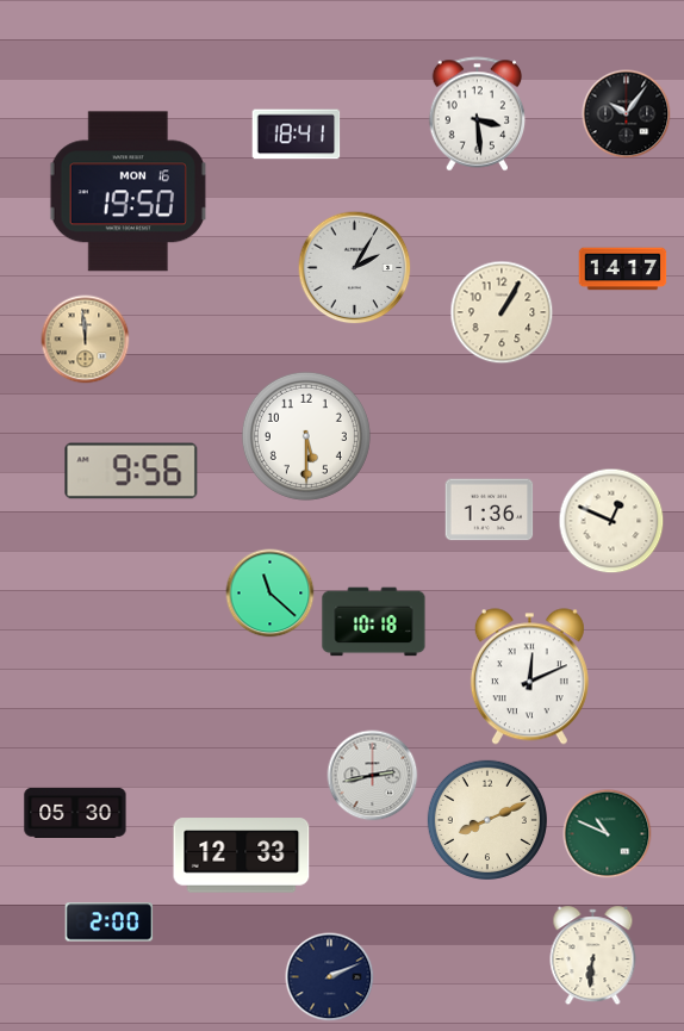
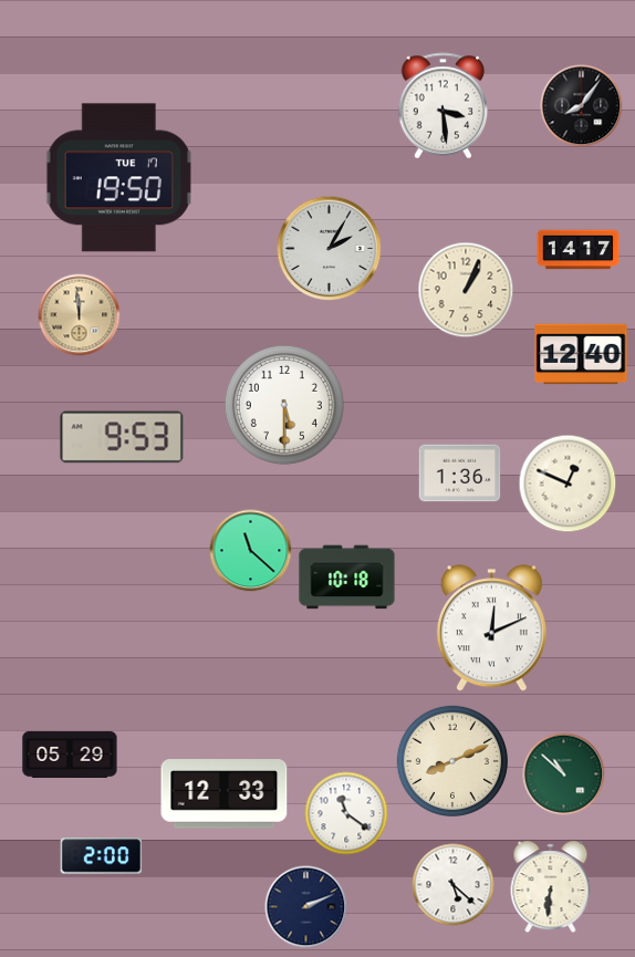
clock at (627, 114): 10:06 -> 8:06
clock at (297, 135): 18:41 -> none
clock at (128, 192) date: MON 16 -> TUE 17
clock at (502, 312): 1:05 -> 1:04
clock at (581, 354): none -> 12:40
clock at (131, 471): 9:56 -> 9:53
clock at (490, 510) position: (490, 510) -> (460, 474)
clock at (373, 776): 2:43 -> none
clock at (75, 813): 05:30 -> 05:29
clock at (608, 834): 10:49 -> 10:52
clock at (346, 813): none -> 11:21
clock at (454, 885): none -> 5:22
